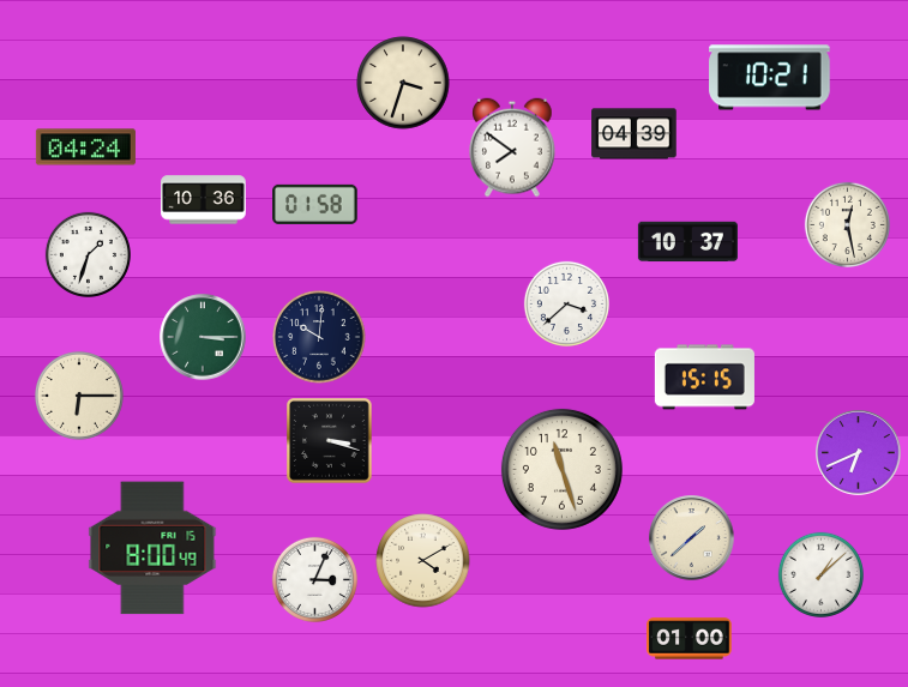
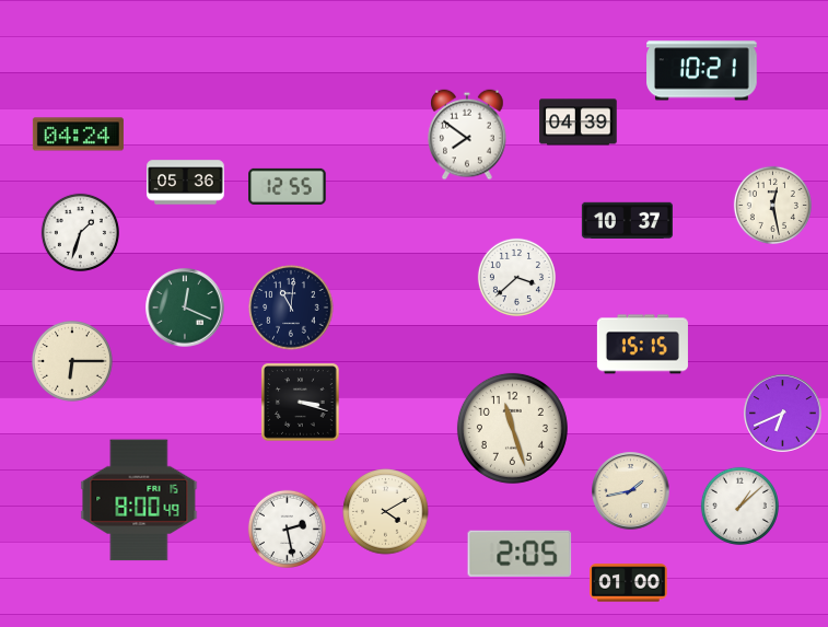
clock at (403, 83): 3:33 -> none
clock at (204, 200): 10:36 -> 05:36
clock at (315, 204): 01:58 -> 12:55
clock at (203, 337): 3:15 -> 12:19
clock at (319, 337): 10:01 -> 11:01
clock at (692, 538): 1:38 -> 1:43
clock at (820, 574) position: (820, 574) -> (739, 506)
clock at (314, 579): 3:04 -> 2:28
clock at (520, 554): none -> 2:05
